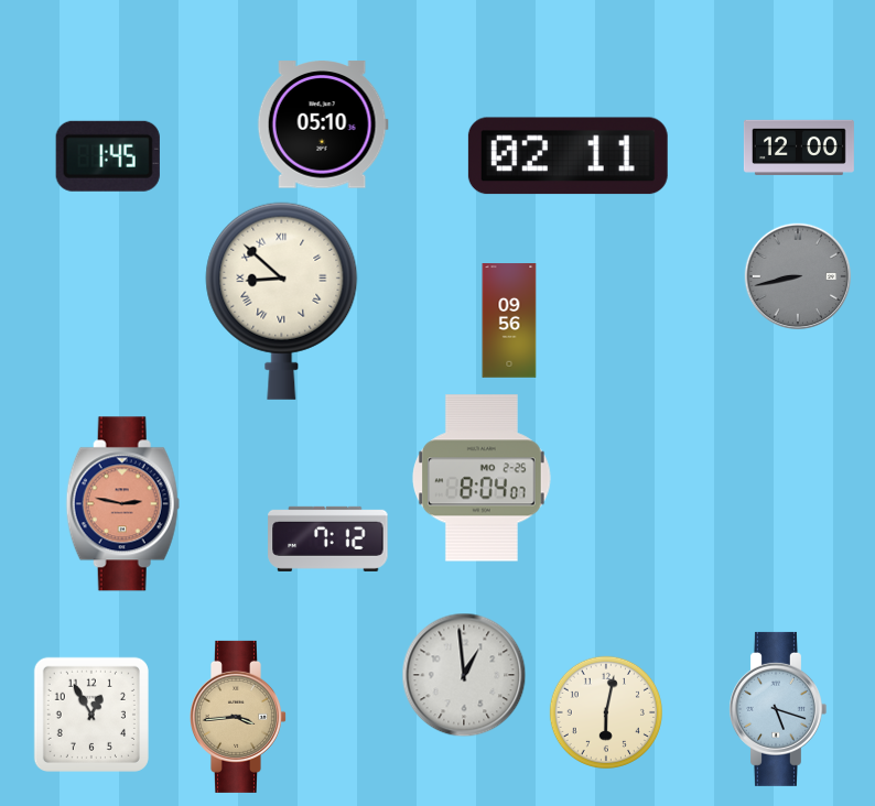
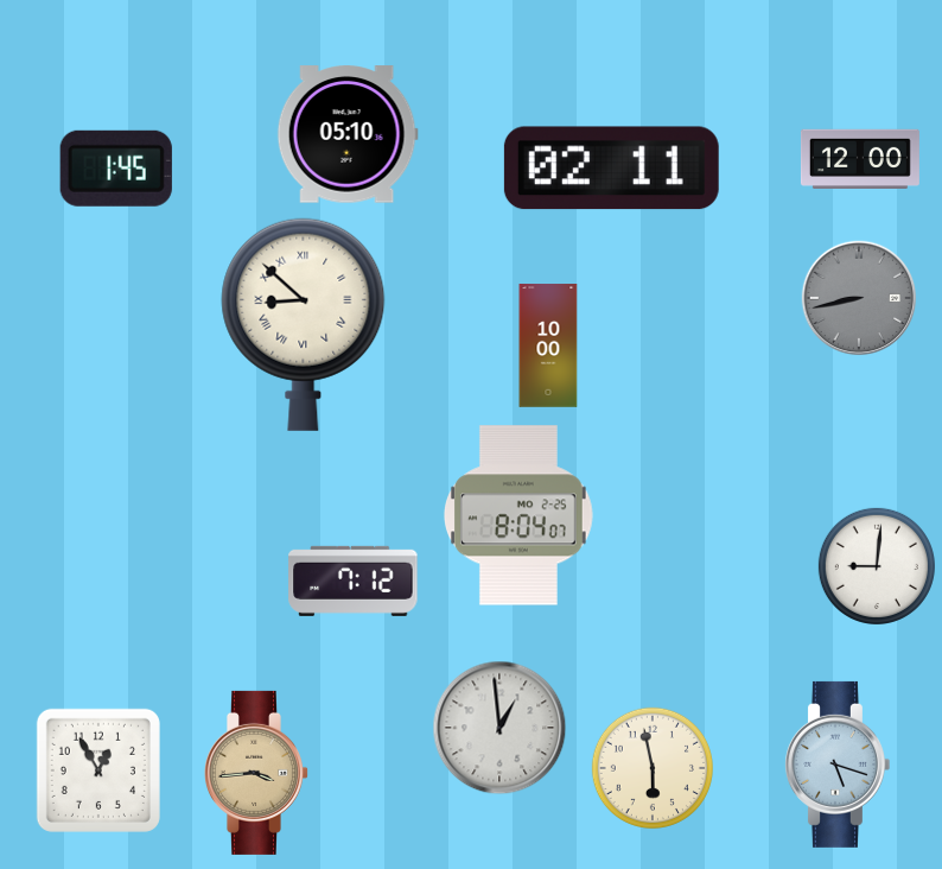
clock at (509, 320): 09:56 -> 10:00
clock at (122, 504): 2:47 -> none
clock at (877, 566): none -> 9:01
clock at (606, 712): 6:02 -> 5:58
